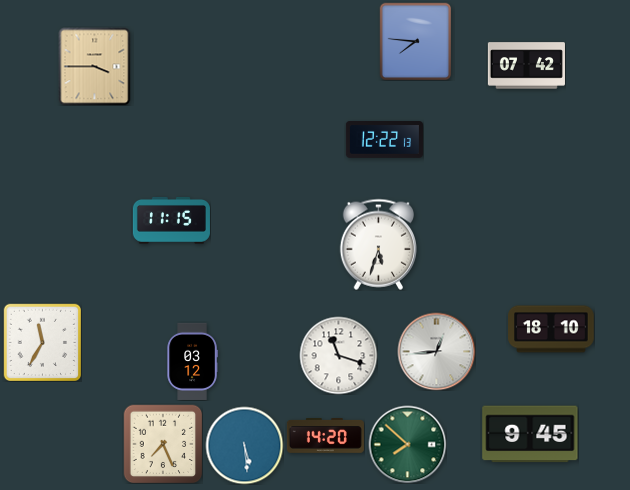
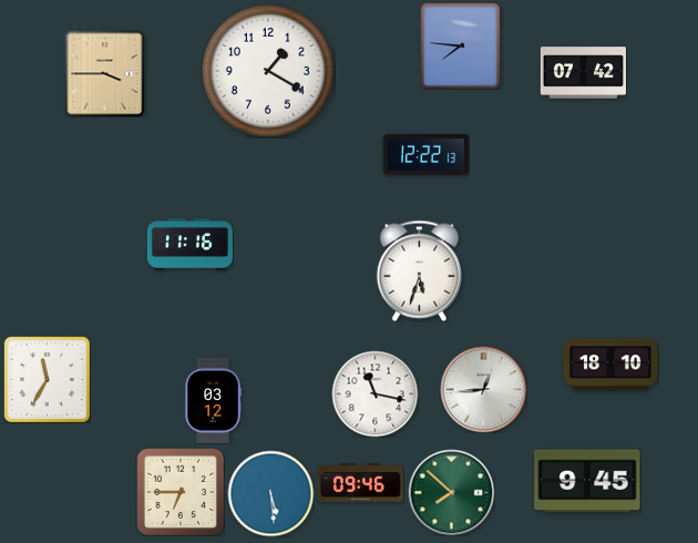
clock at (268, 71): none -> 1:20
clock at (171, 220): 11:15 -> 11:16
clock at (338, 355): 11:18 -> 11:17
clock at (325, 436): 14:20 -> 09:46
clock at (163, 444): 7:26 -> 6:45
